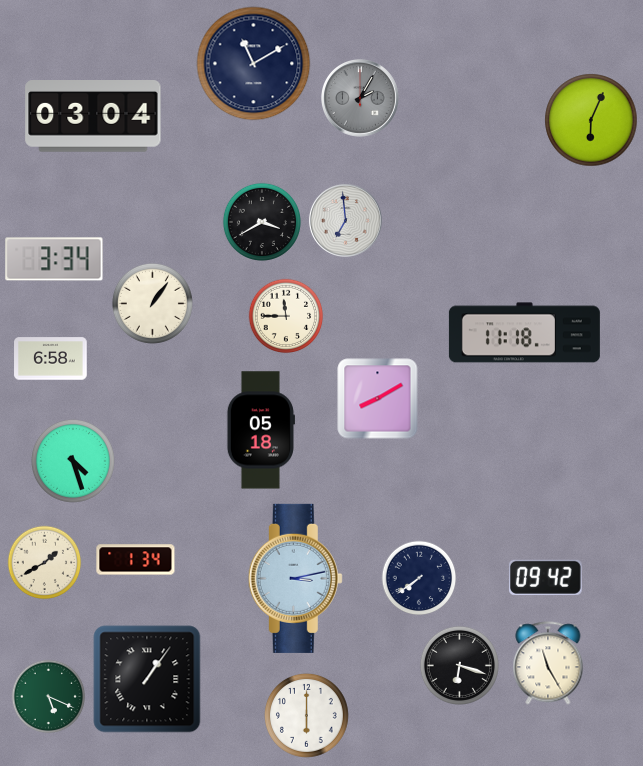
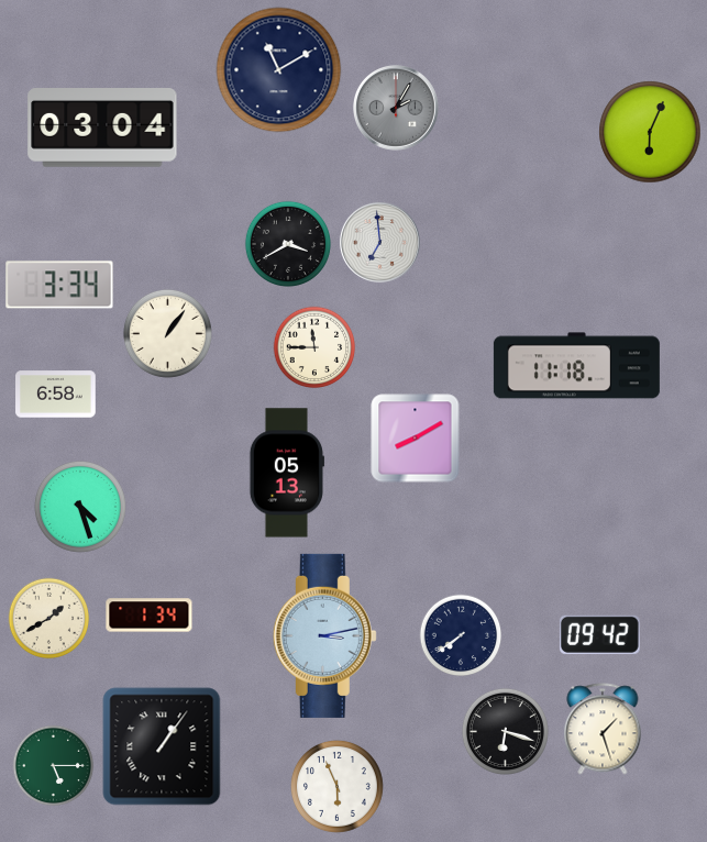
clock at (260, 430): 05:18 -> 05:13
clock at (548, 663): 11:25 -> 1:27
clock at (49, 697): 5:19 -> 5:15
clock at (307, 716): 6:00 -> 5:56
